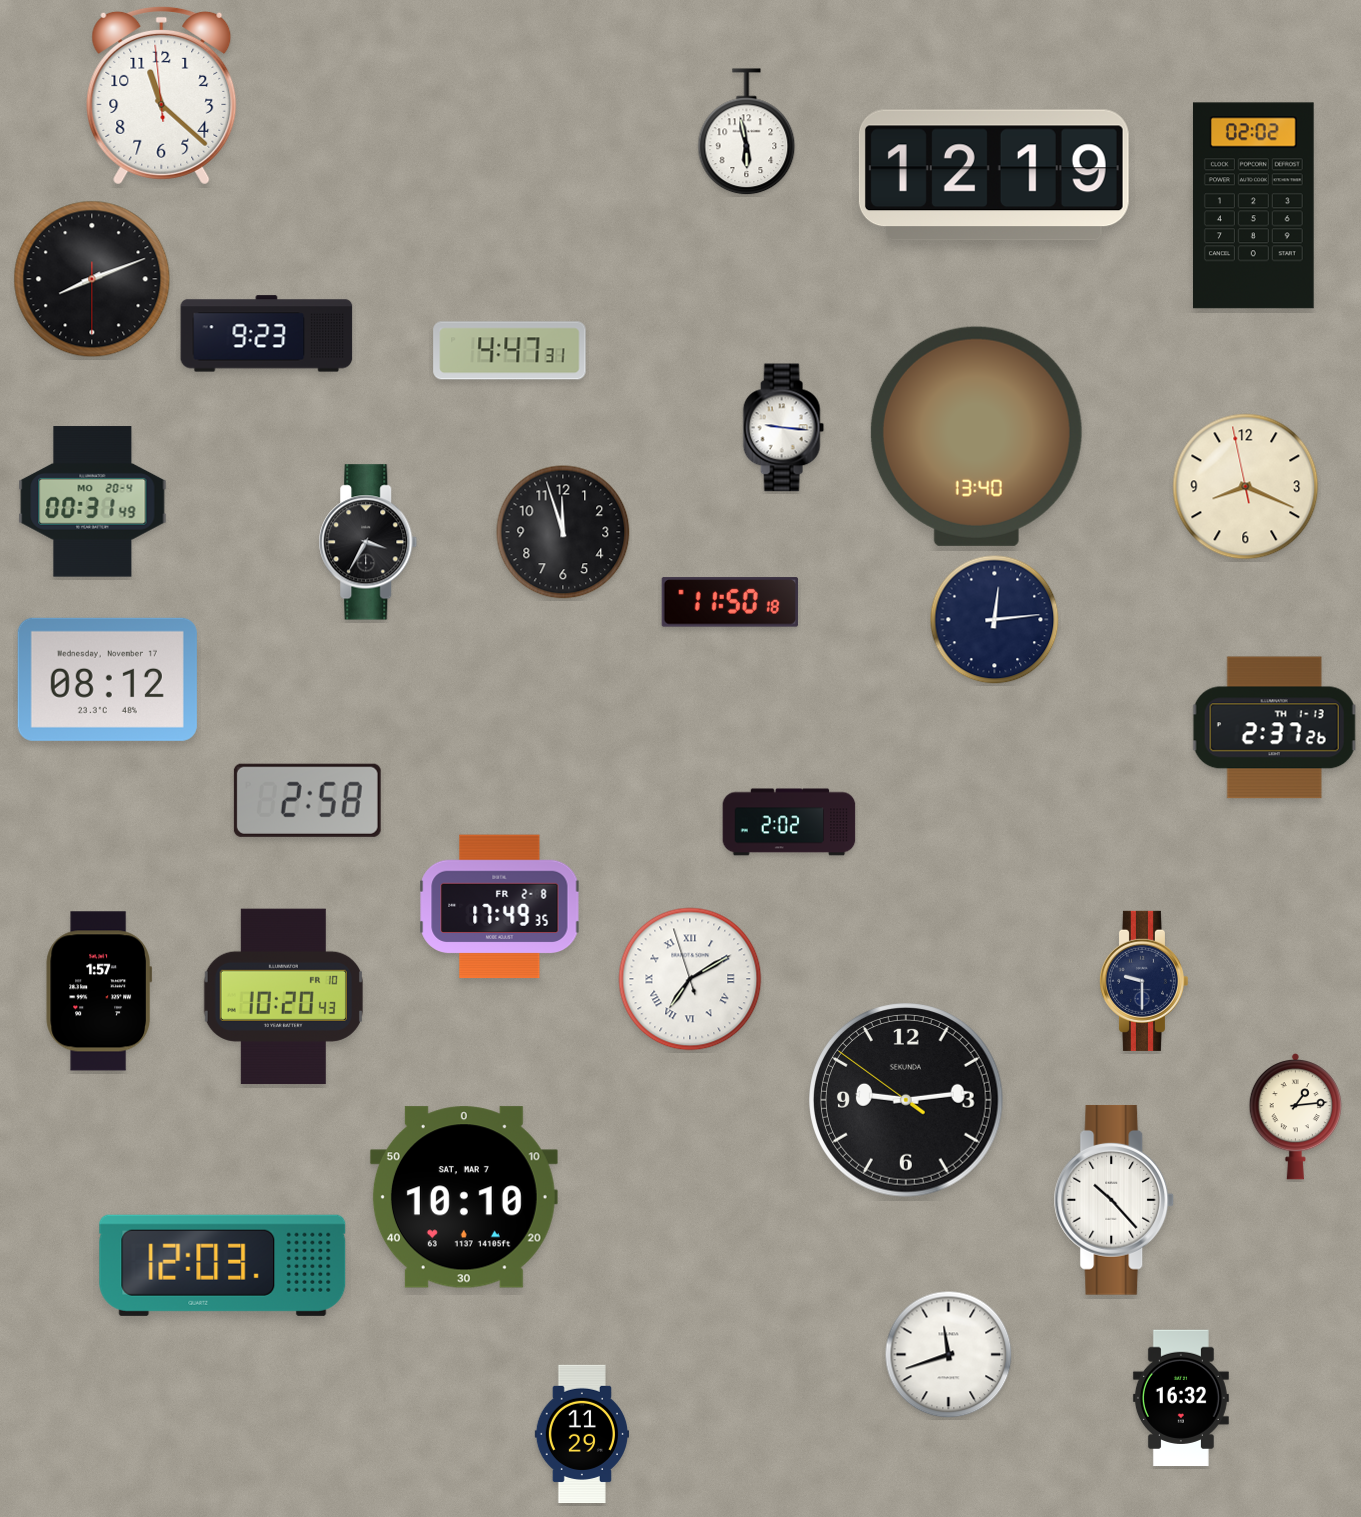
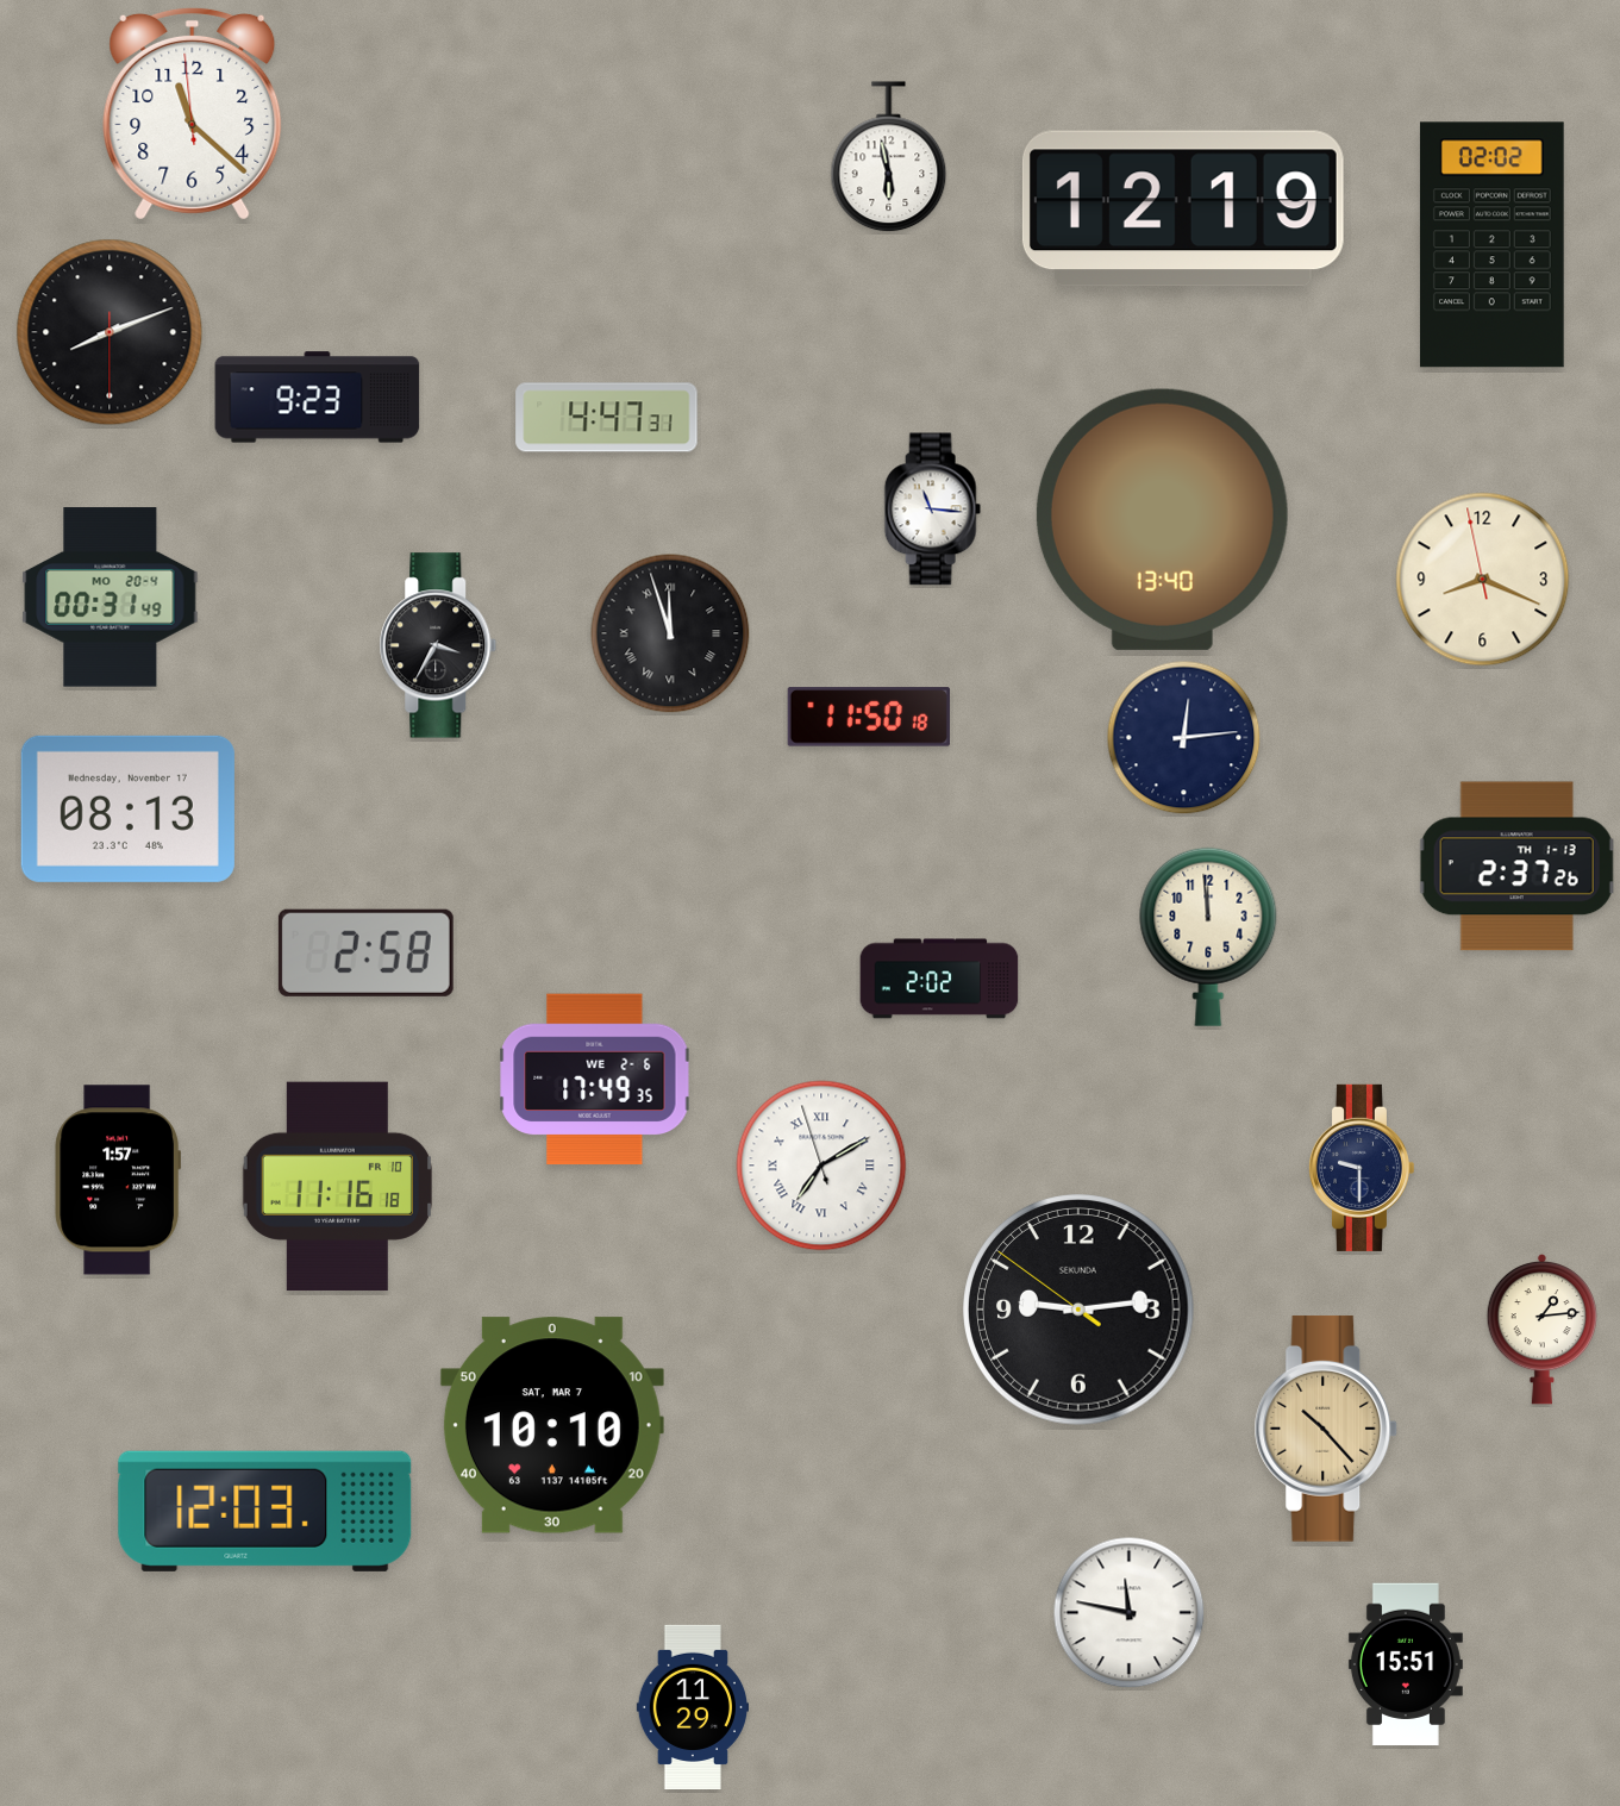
clock at (783, 428): 9:16 -> 11:16
clock at (563, 532) numerals: Arabic -> Roman
clock at (107, 679): 08:12 -> 08:13
clock at (1208, 937): none -> 11:59
clock at (500, 907) date: FR 2-8 -> WE 2-6
clock at (283, 997): 10:20 -> 11:16
clock at (1114, 1200) dial: white -> champagne
clock at (223, 1265) position: (223, 1265) -> (265, 1511)
clock at (949, 1355): 11:42 -> 11:47
clock at (1181, 1398): 16:32 -> 15:51
